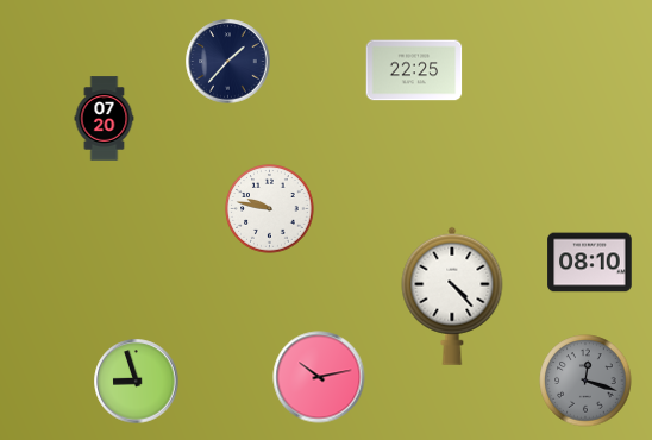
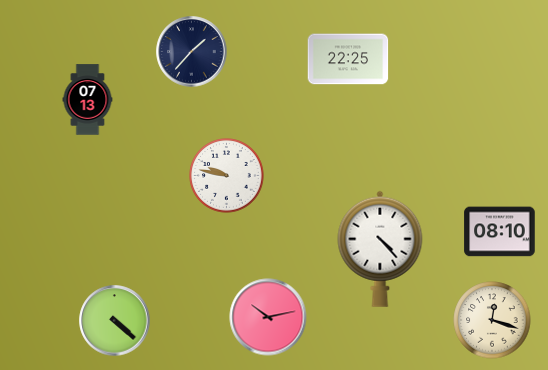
clock at (105, 119): 07:20 -> 07:13
clock at (590, 263) position: (590, 263) -> (500, 232)
clock at (585, 381) dial: grey -> cream
clock at (137, 382): 8:57 -> 4:22
